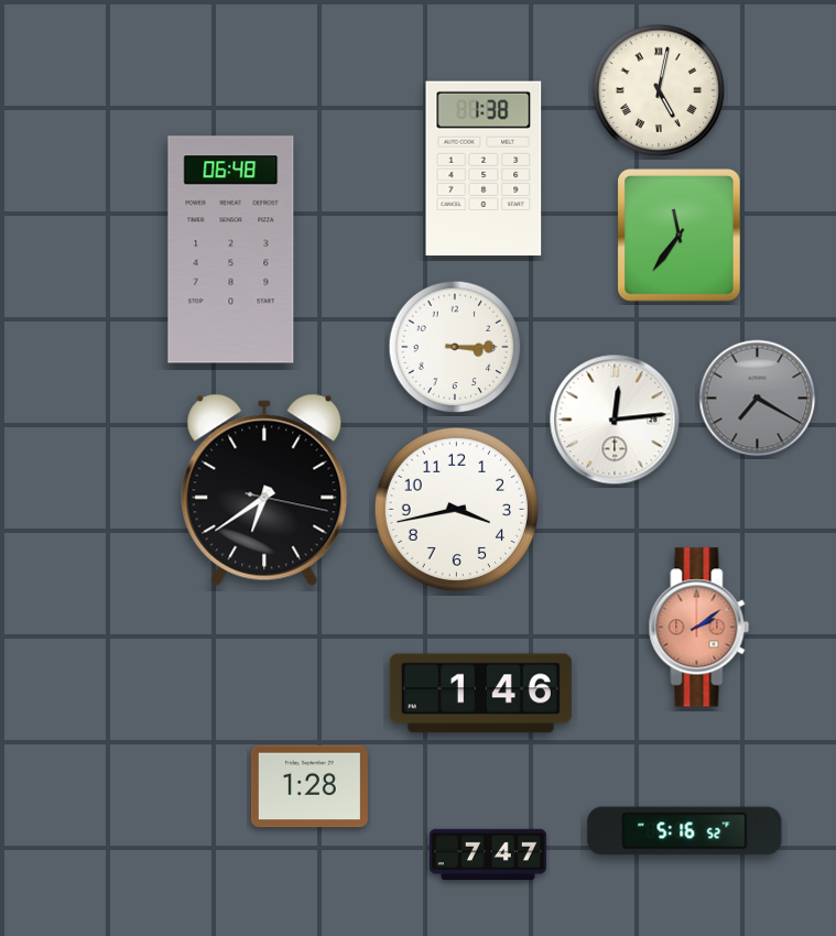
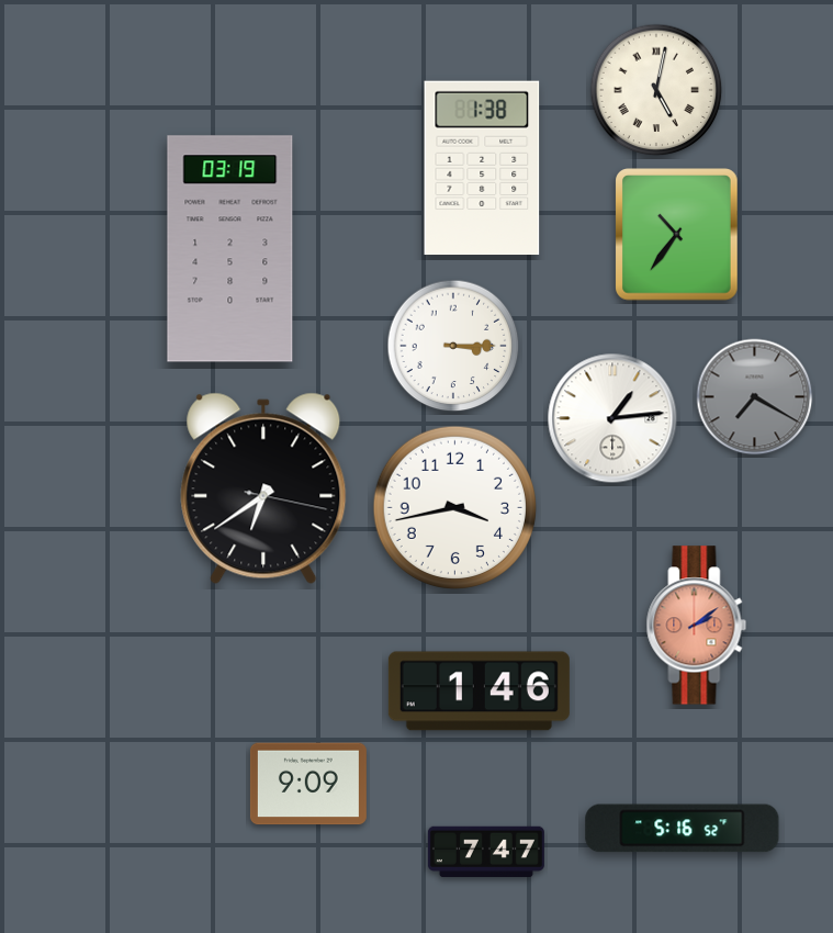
clock at (680, 236): 11:36 -> 10:36
clock at (231, 250): 06:48 -> 03:19
clock at (615, 420): 12:14 -> 1:14
clock at (310, 786): 1:28 -> 9:09
